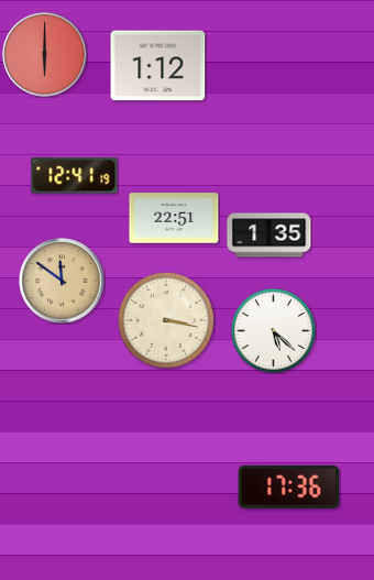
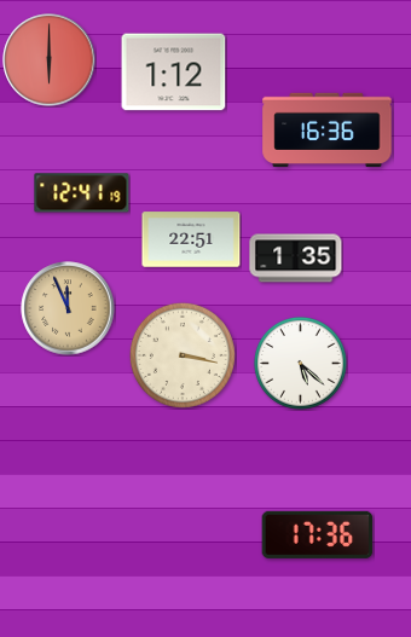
clock at (328, 131): none -> 16:36
clock at (62, 281): 11:51 -> 11:56
clock at (166, 320) position: (166, 320) -> (183, 355)
